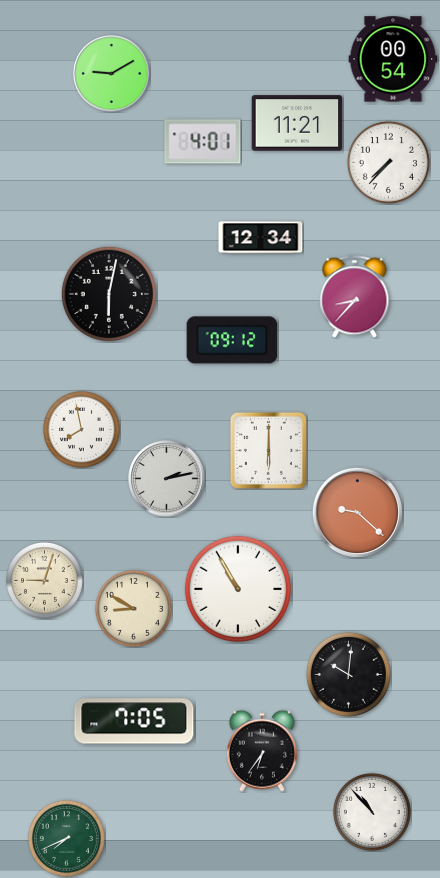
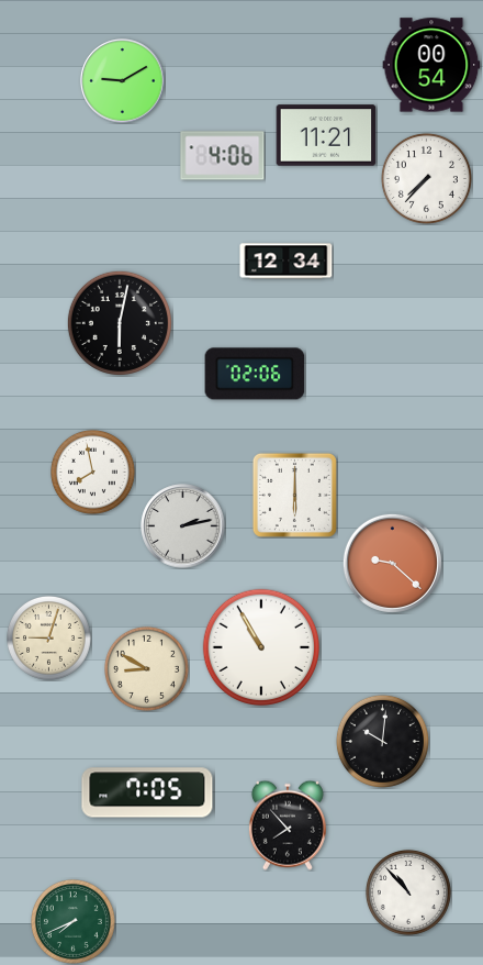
clock at (203, 142): 4:01 -> 4:06
clock at (355, 297): 8:37 -> none
clock at (232, 340): 09:12 -> 02:06
clock at (81, 429) position: (81, 429) -> (92, 472)
clock at (262, 751): 6:36 -> 7:53
